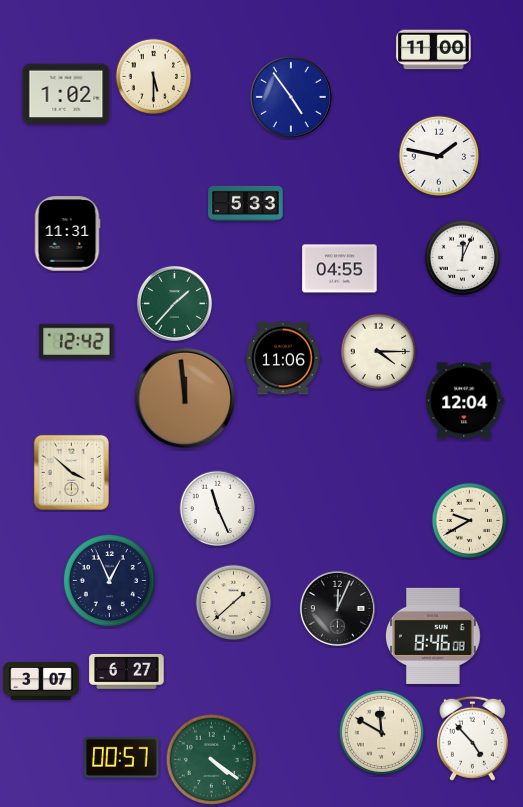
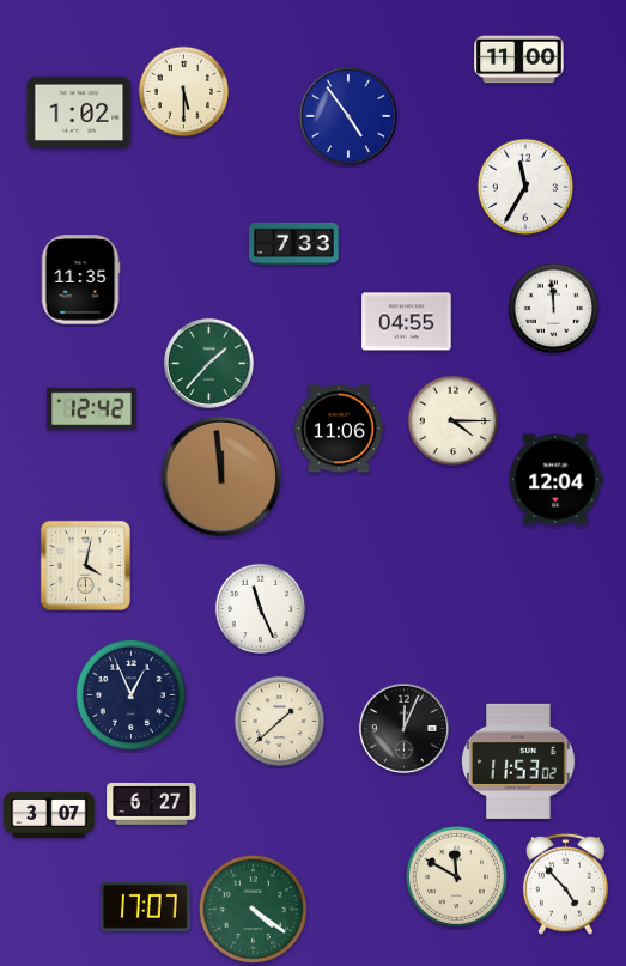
clock at (439, 156): 1:47 -> 11:35
clock at (246, 203): 5:33 -> 7:33
clock at (67, 234): 11:31 -> 11:35
clock at (463, 258): 12:04 -> 11:59
clock at (71, 472): 3:52 -> 4:02
clock at (470, 521): 9:40 -> none
clock at (433, 636): 8:46 -> 11:53
clock at (122, 757): 00:57 -> 17:07
